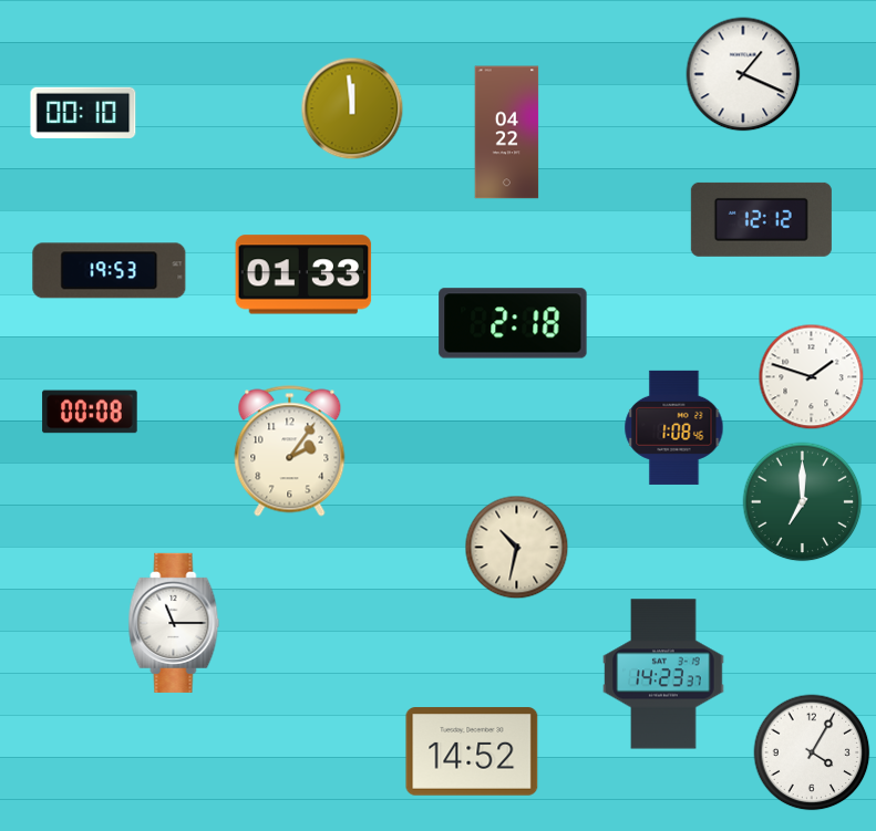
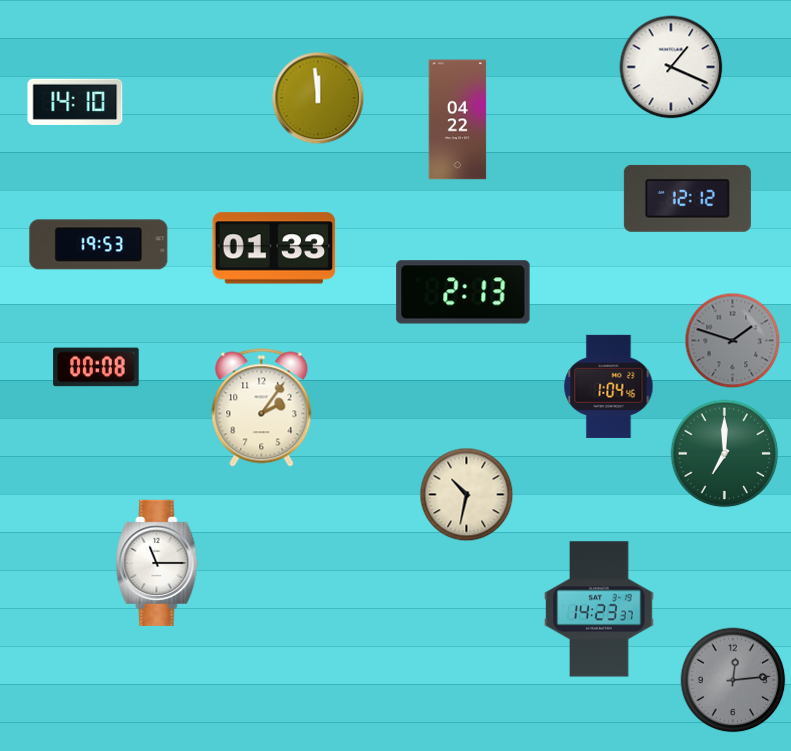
clock at (83, 113): 00:10 -> 14:10
clock at (513, 323): 2:18 -> 2:13
clock at (812, 377) dial: white -> grey
clock at (90, 412) position: (90, 412) -> (96, 367)
clock at (674, 427): 1:08 -> 1:04
clock at (472, 751): 14:52 -> none
clock at (812, 752): 4:05 -> 12:14
clock at (812, 752) dial: white -> grey
